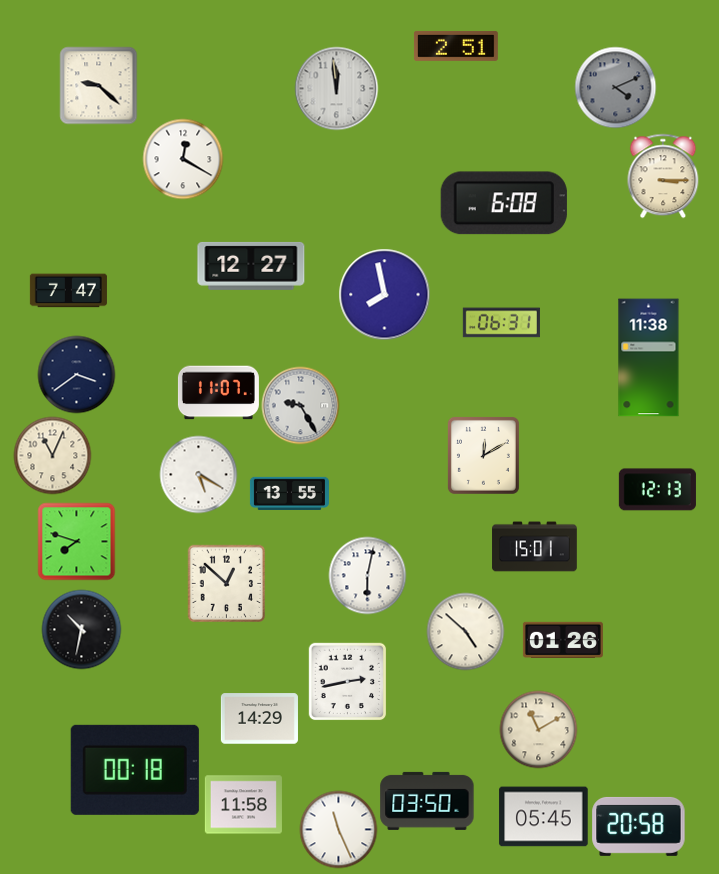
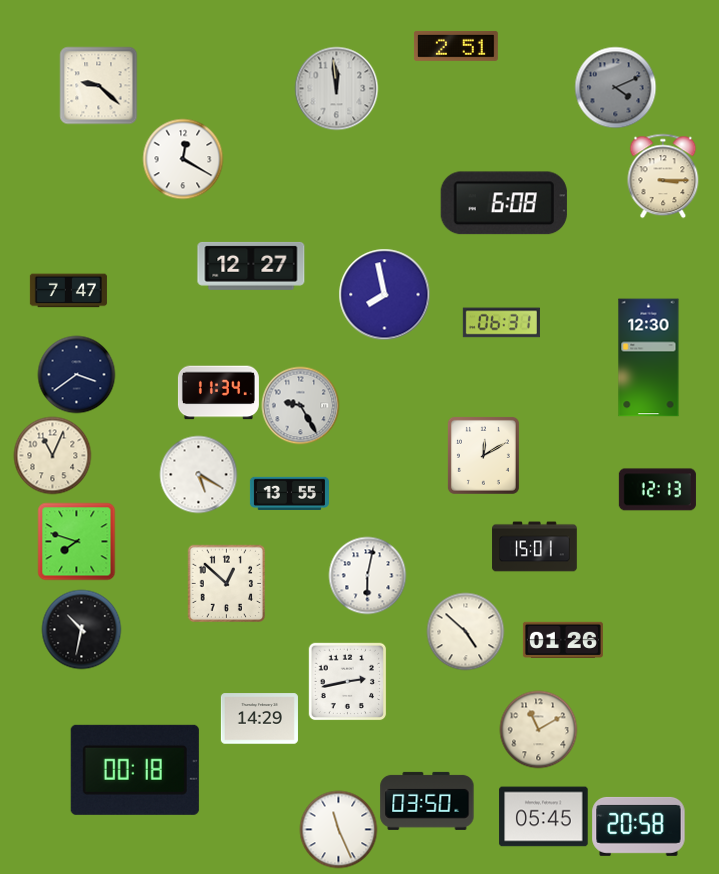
clock at (649, 358): 11:38 -> 12:30
clock at (218, 393): 11:07 -> 11:34
clock at (243, 805): 11:58 -> none
